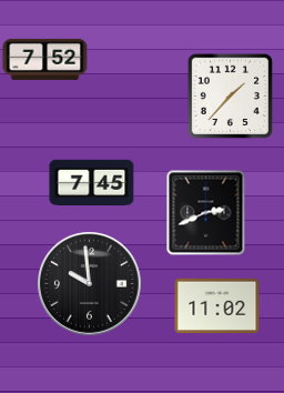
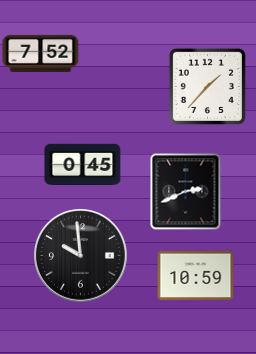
clock at (92, 182): 7:45 -> 0:45
clock at (217, 305): 11:02 -> 10:59
